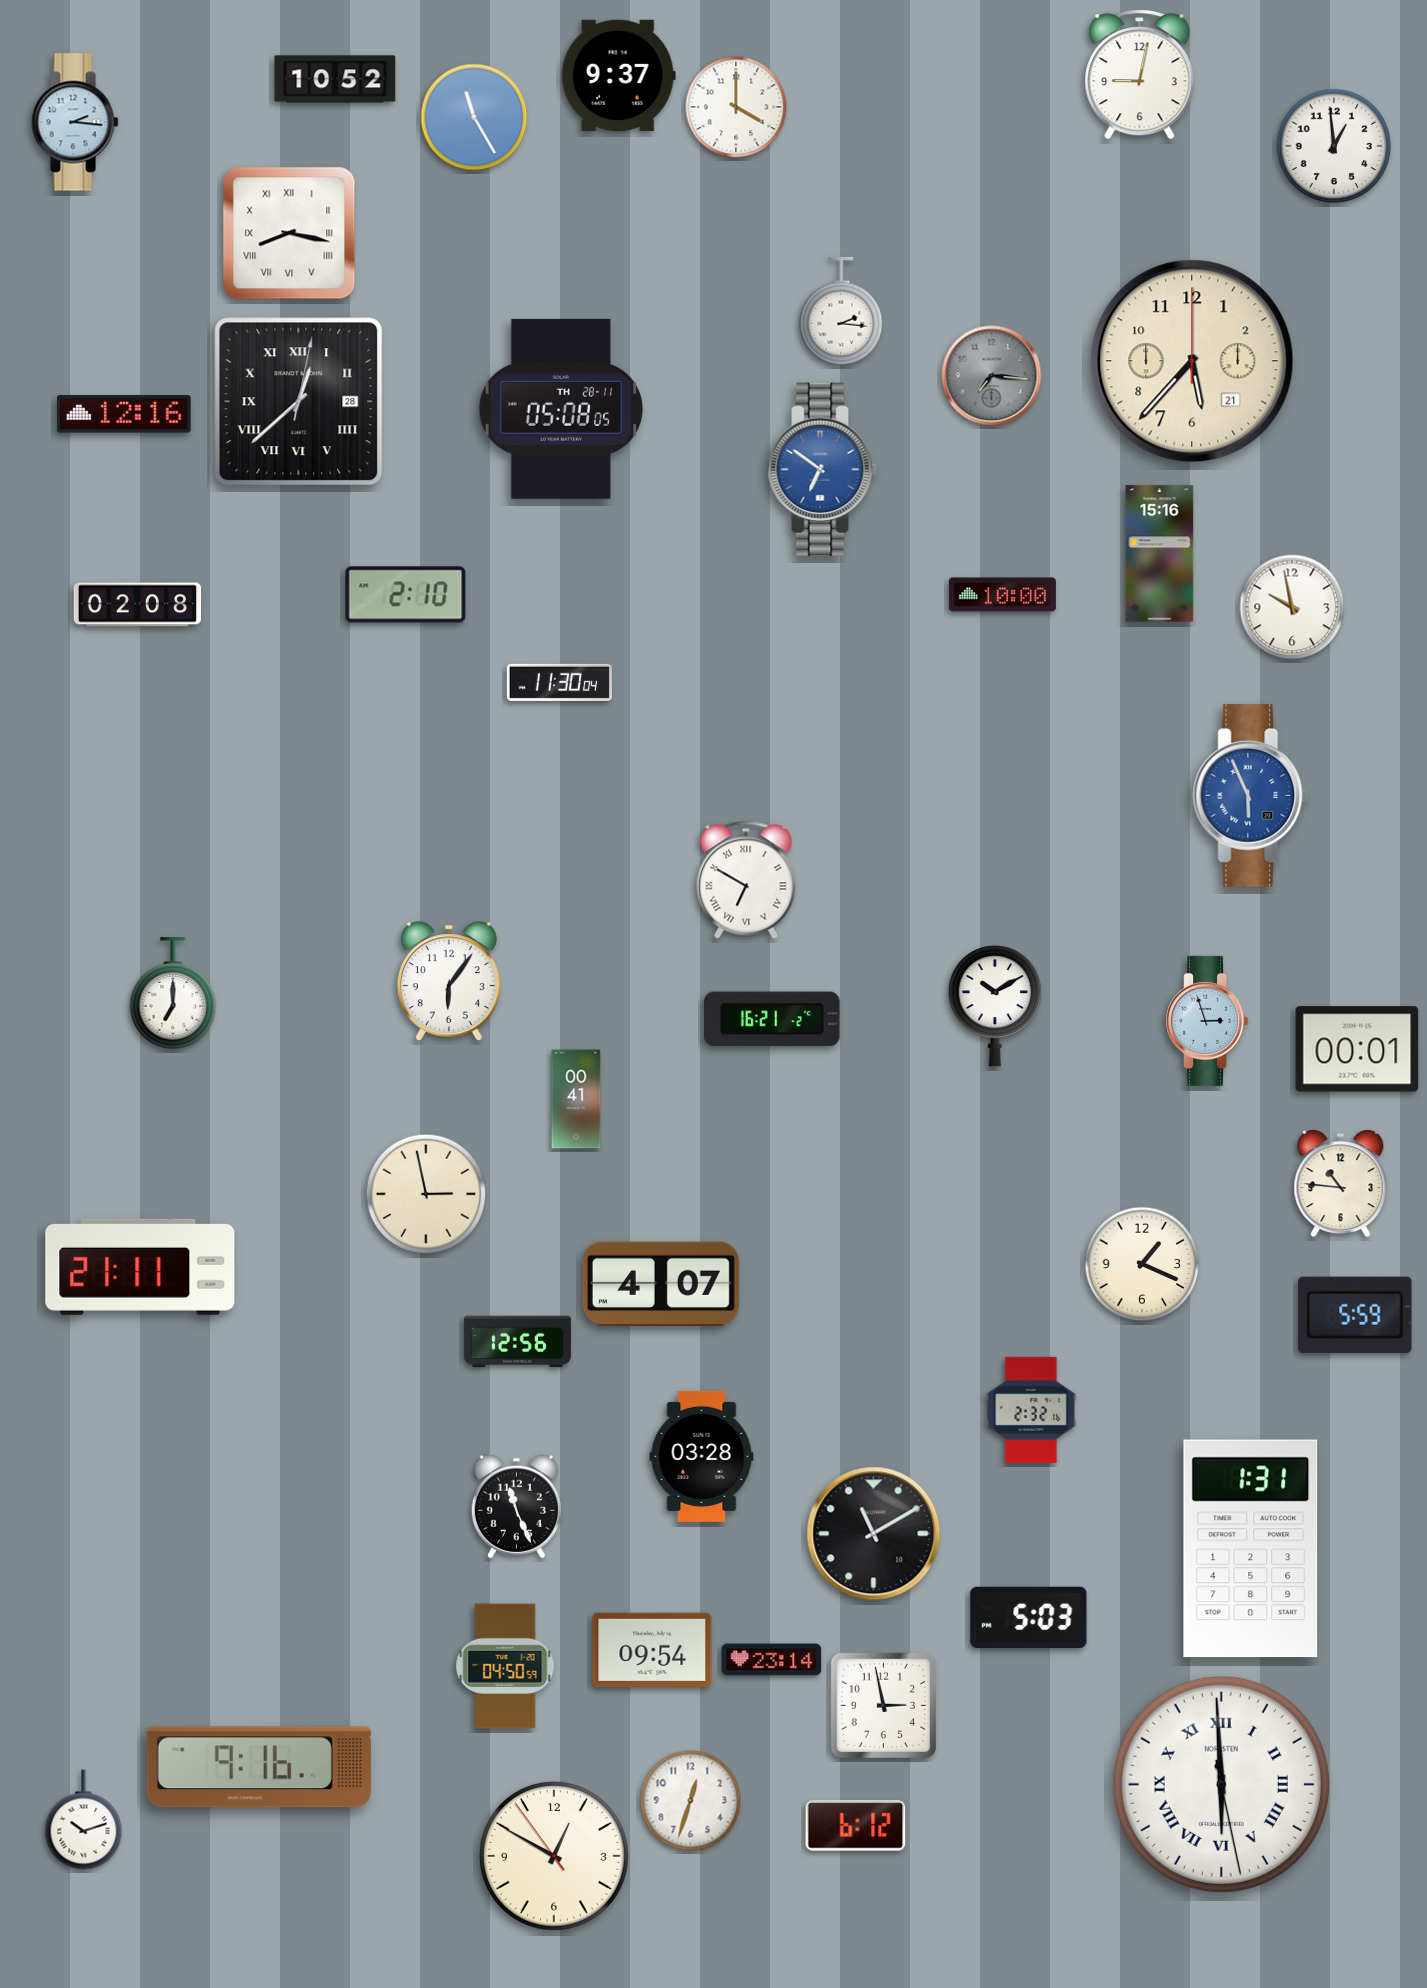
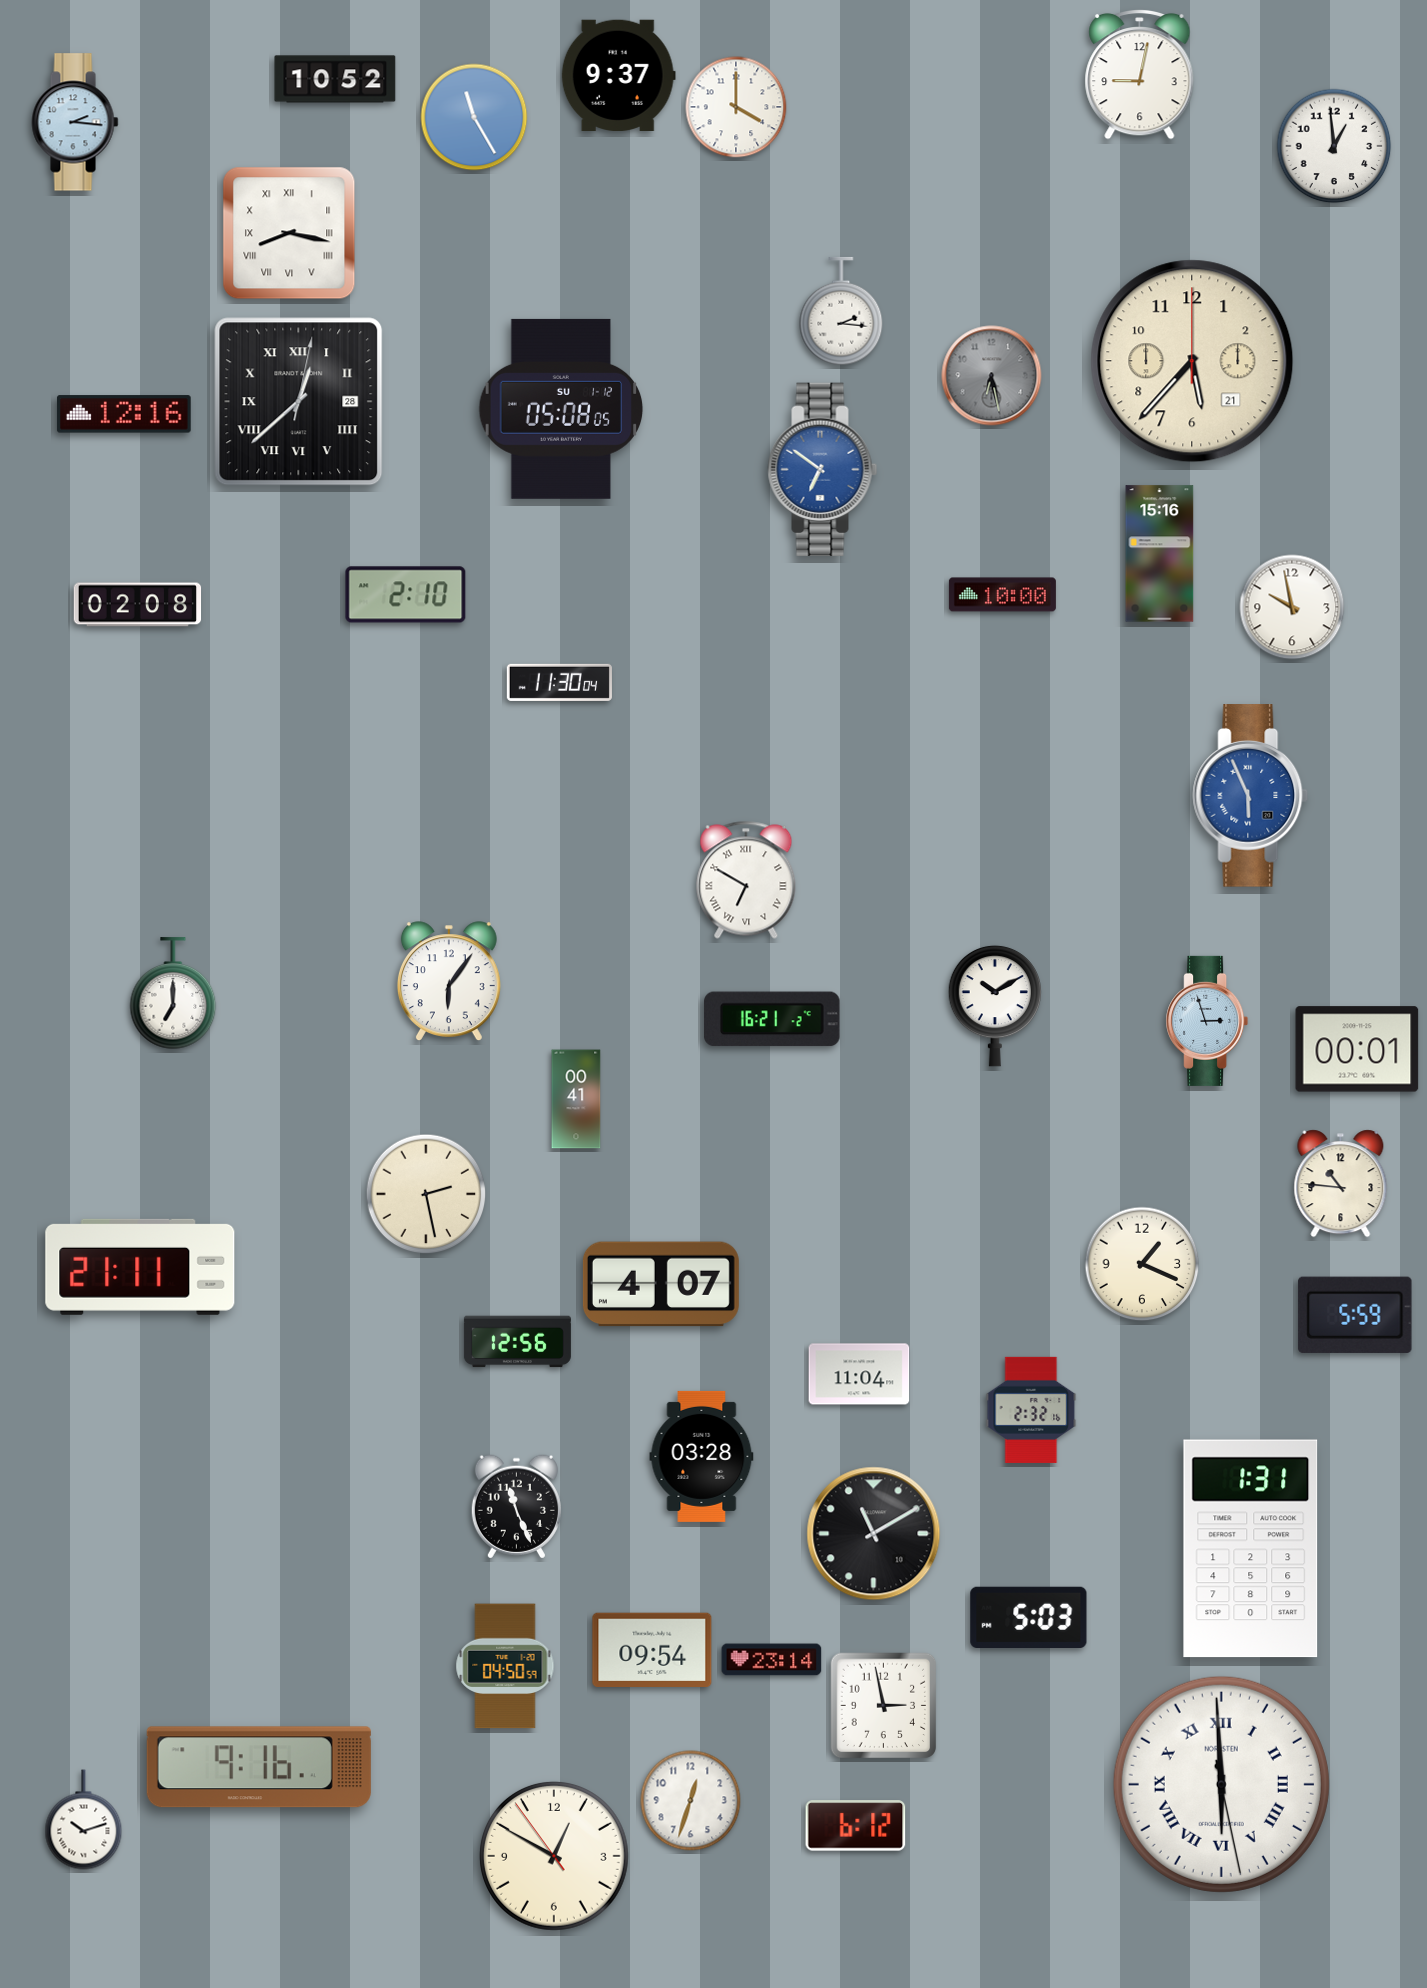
clock at (992, 376): 7:16 -> 6:28
clock at (561, 409) date: TH 28-11 -> SU 1-12
clock at (426, 1194): 2:58 -> 2:28
clock at (859, 1374): none -> 11:04
